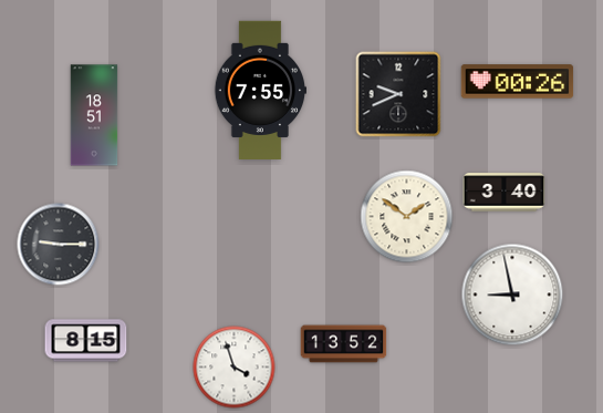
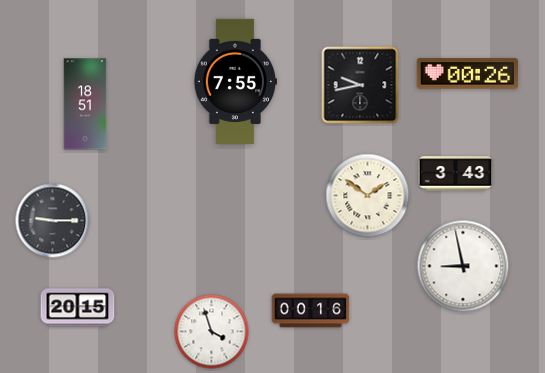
clock at (398, 94): 9:41 -> 9:43
clock at (505, 193): 3:40 -> 3:43
clock at (86, 341): 8:15 -> 20:15
clock at (344, 344): 13:52 -> 00:16
